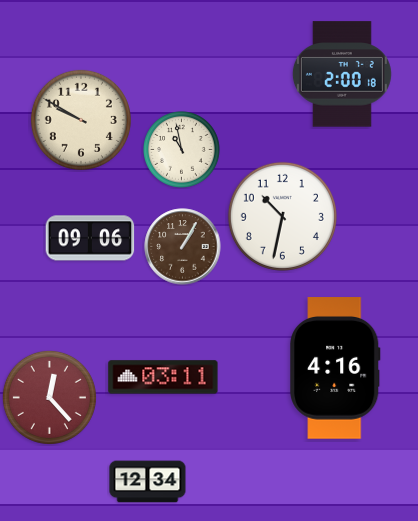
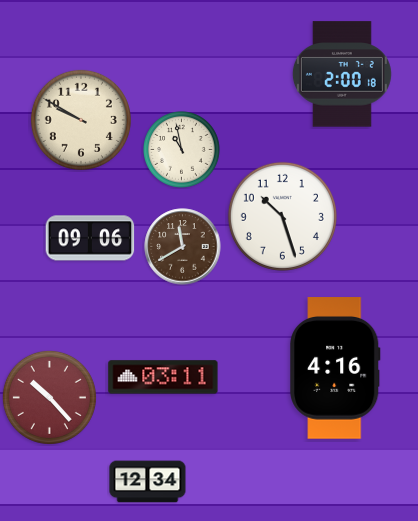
clock at (282, 216): 10:32 -> 10:27
clock at (183, 247): 1:05 -> 11:40
clock at (49, 397): 12:23 -> 10:23
